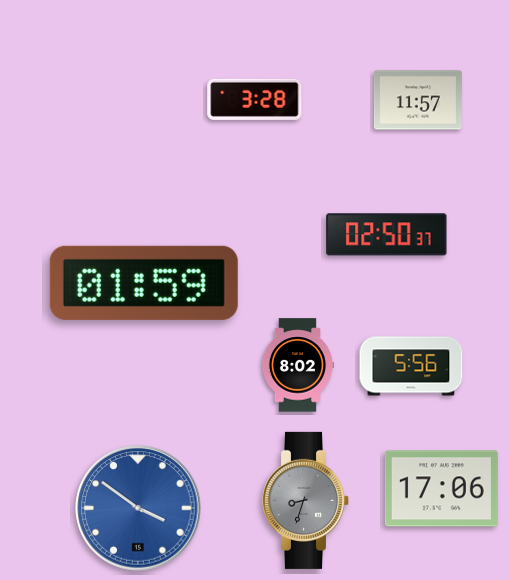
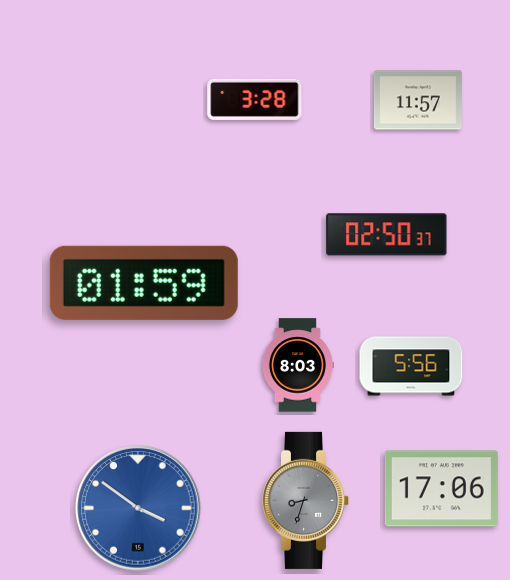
clock at (298, 365): 8:02 -> 8:03
